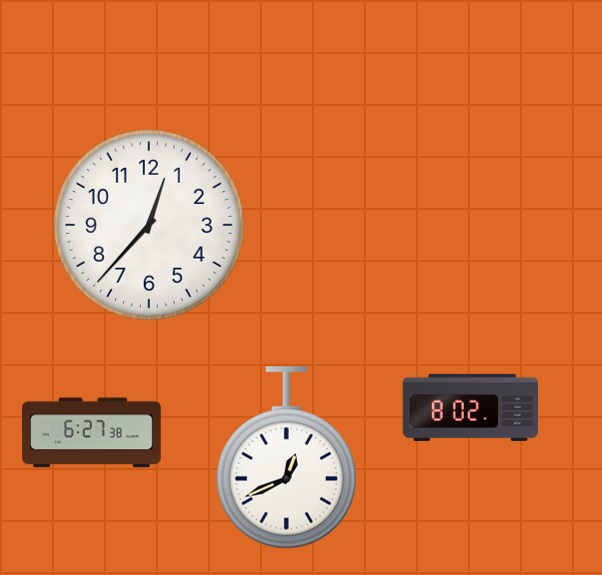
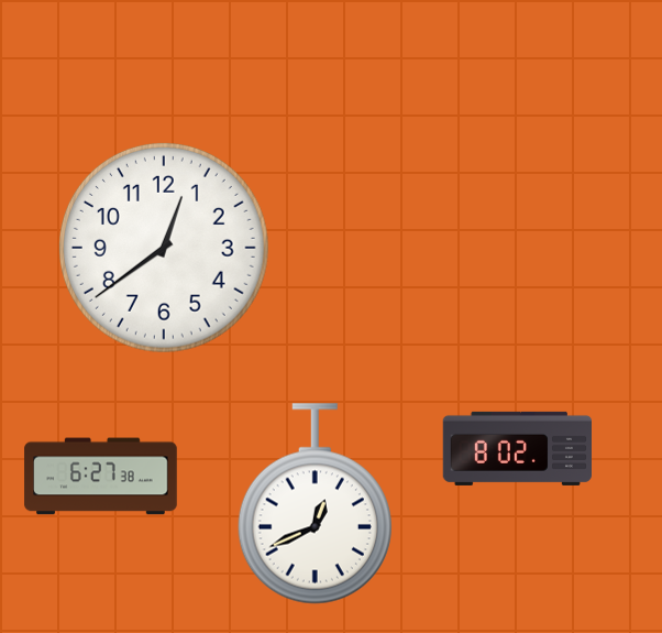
clock at (149, 225): 12:37 -> 12:39
